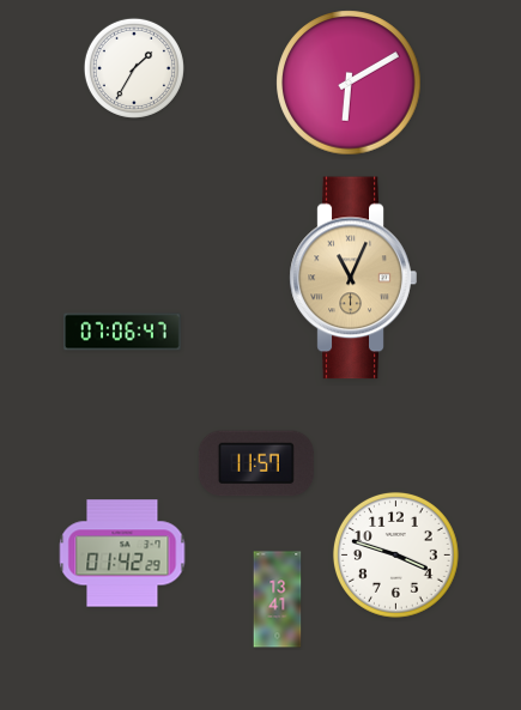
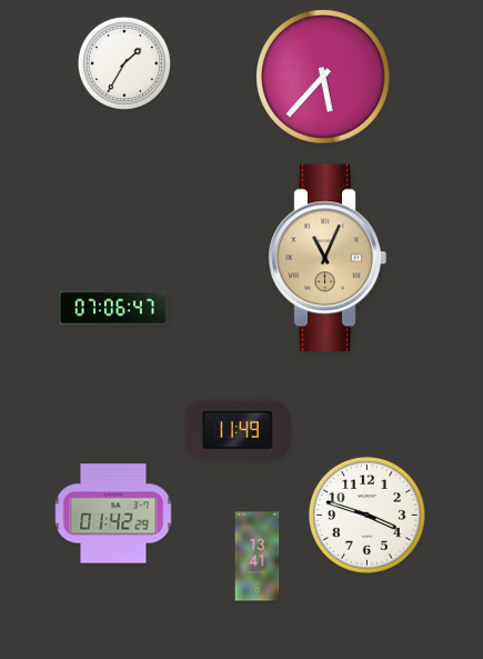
clock at (349, 83): 6:10 -> 5:37
clock at (256, 463): 11:57 -> 11:49
